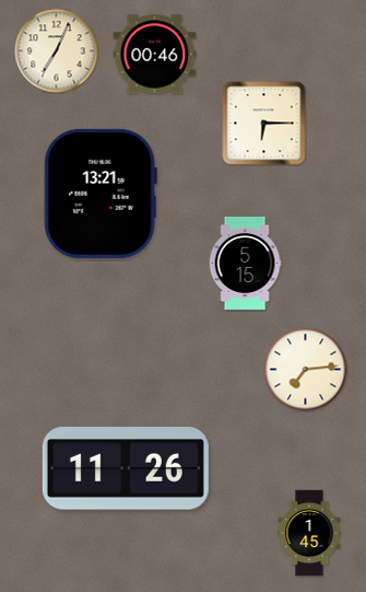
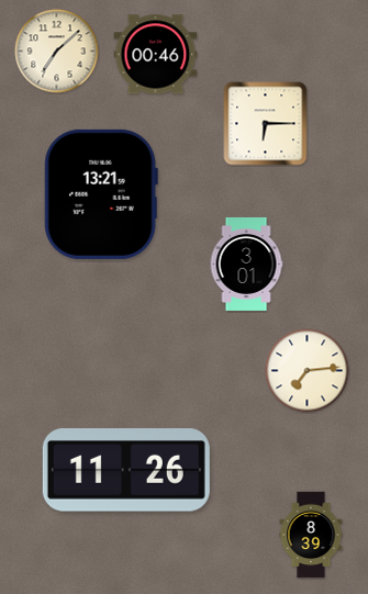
clock at (57, 51): 7:04 -> 7:08
clock at (245, 263): 5:15 -> 3:01
clock at (309, 533): 1:45 -> 8:39
